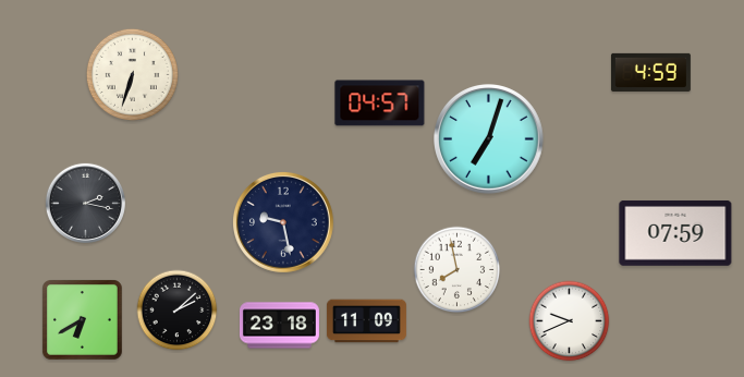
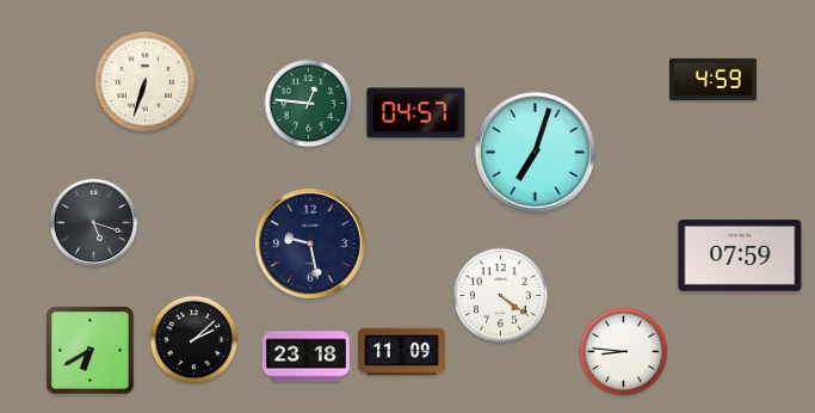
clock at (309, 104): none -> 12:46
clock at (85, 203): 2:17 -> 5:18
clock at (458, 270): 7:58 -> 4:21
clock at (570, 321): 9:41 -> 8:46
